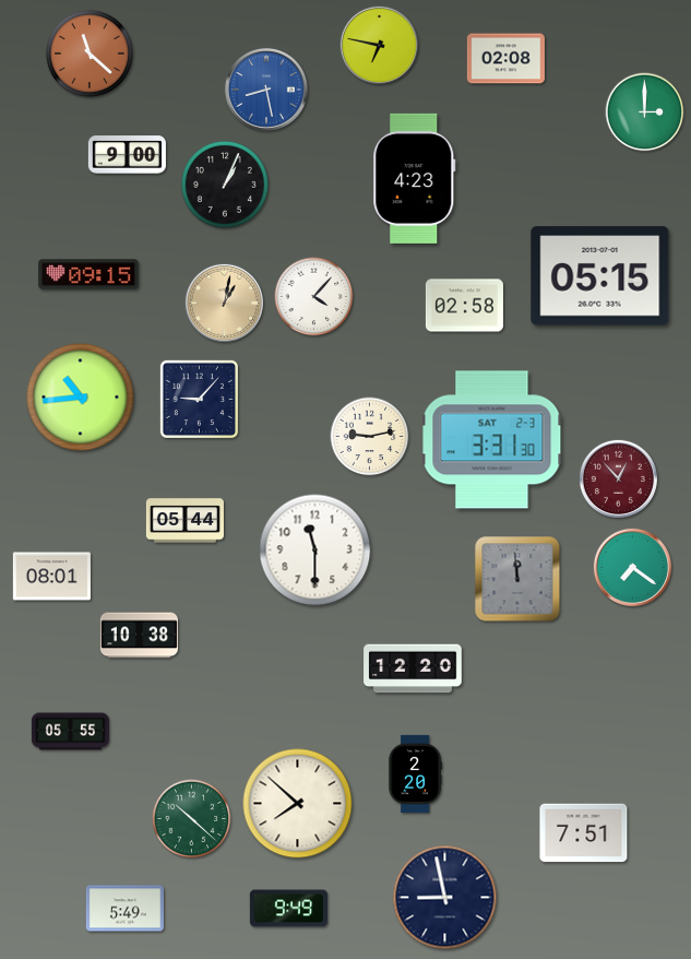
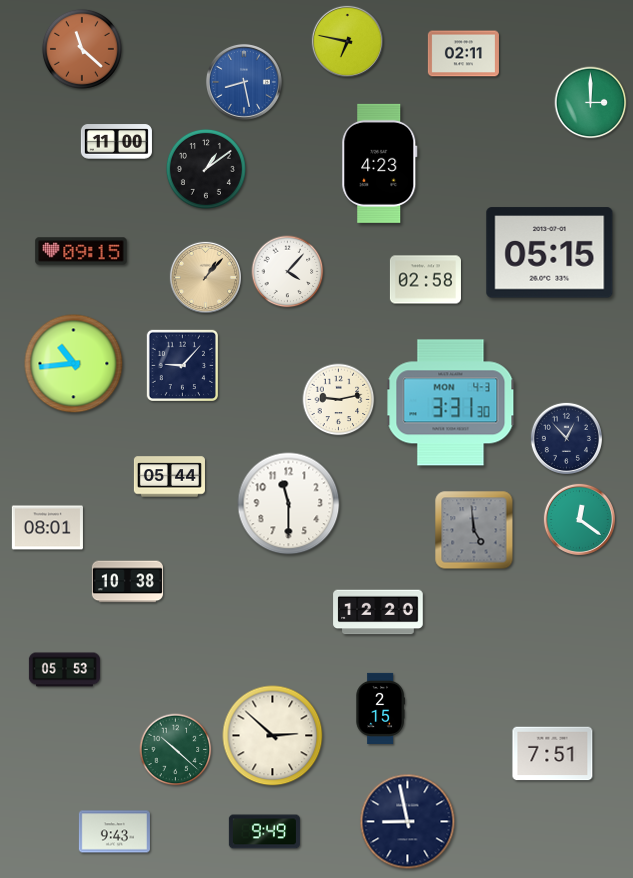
clock at (505, 59): 02:08 -> 02:11
clock at (127, 155): 9:00 -> 11:00
clock at (225, 185): 1:04 -> 1:09
clock at (224, 303): 1:02 -> 1:07
clock at (492, 440) date: SAT 2-3 -> MON 4-3
clock at (618, 478) dial: burgundy -> navy
clock at (632, 567): 7:21 -> 12:21
clock at (517, 579): 11:59 -> 4:59
clock at (70, 732): 05:55 -> 05:53
clock at (415, 773): 2:20 -> 2:15
clock at (298, 804): 7:52 -> 2:52
clock at (584, 833) position: (584, 833) -> (553, 754)
clock at (124, 909): 5:49 -> 9:43
